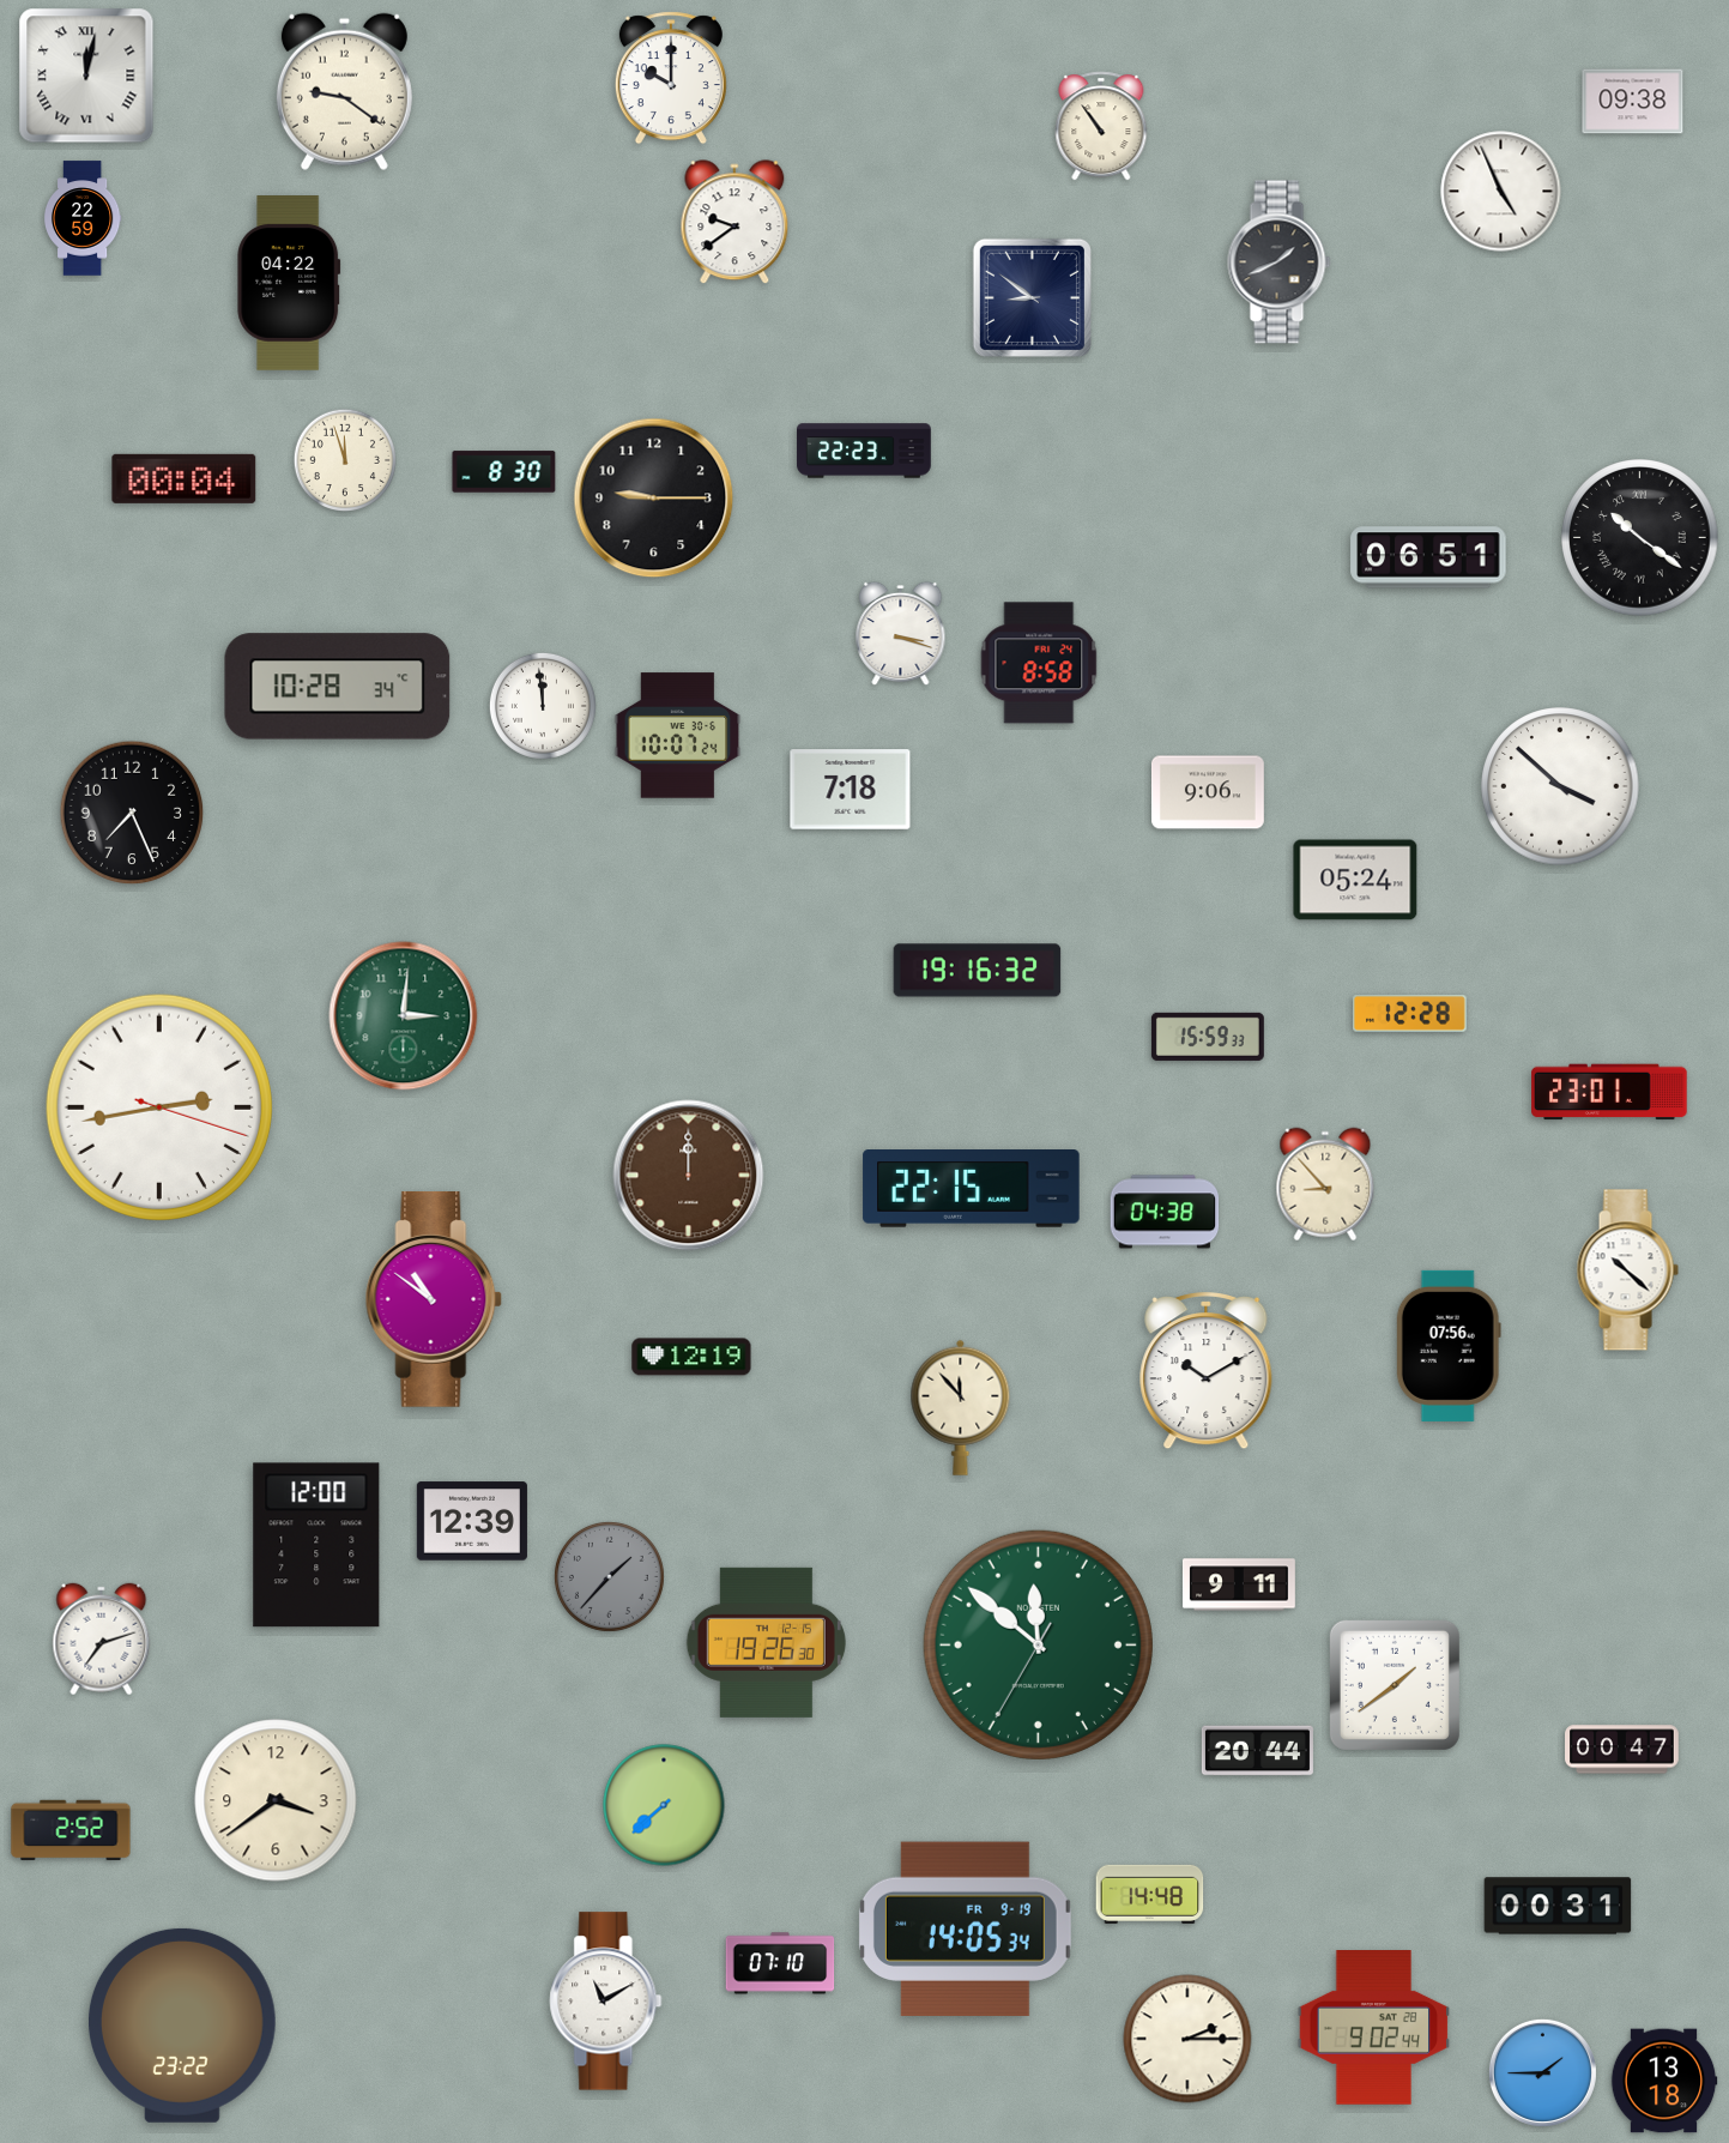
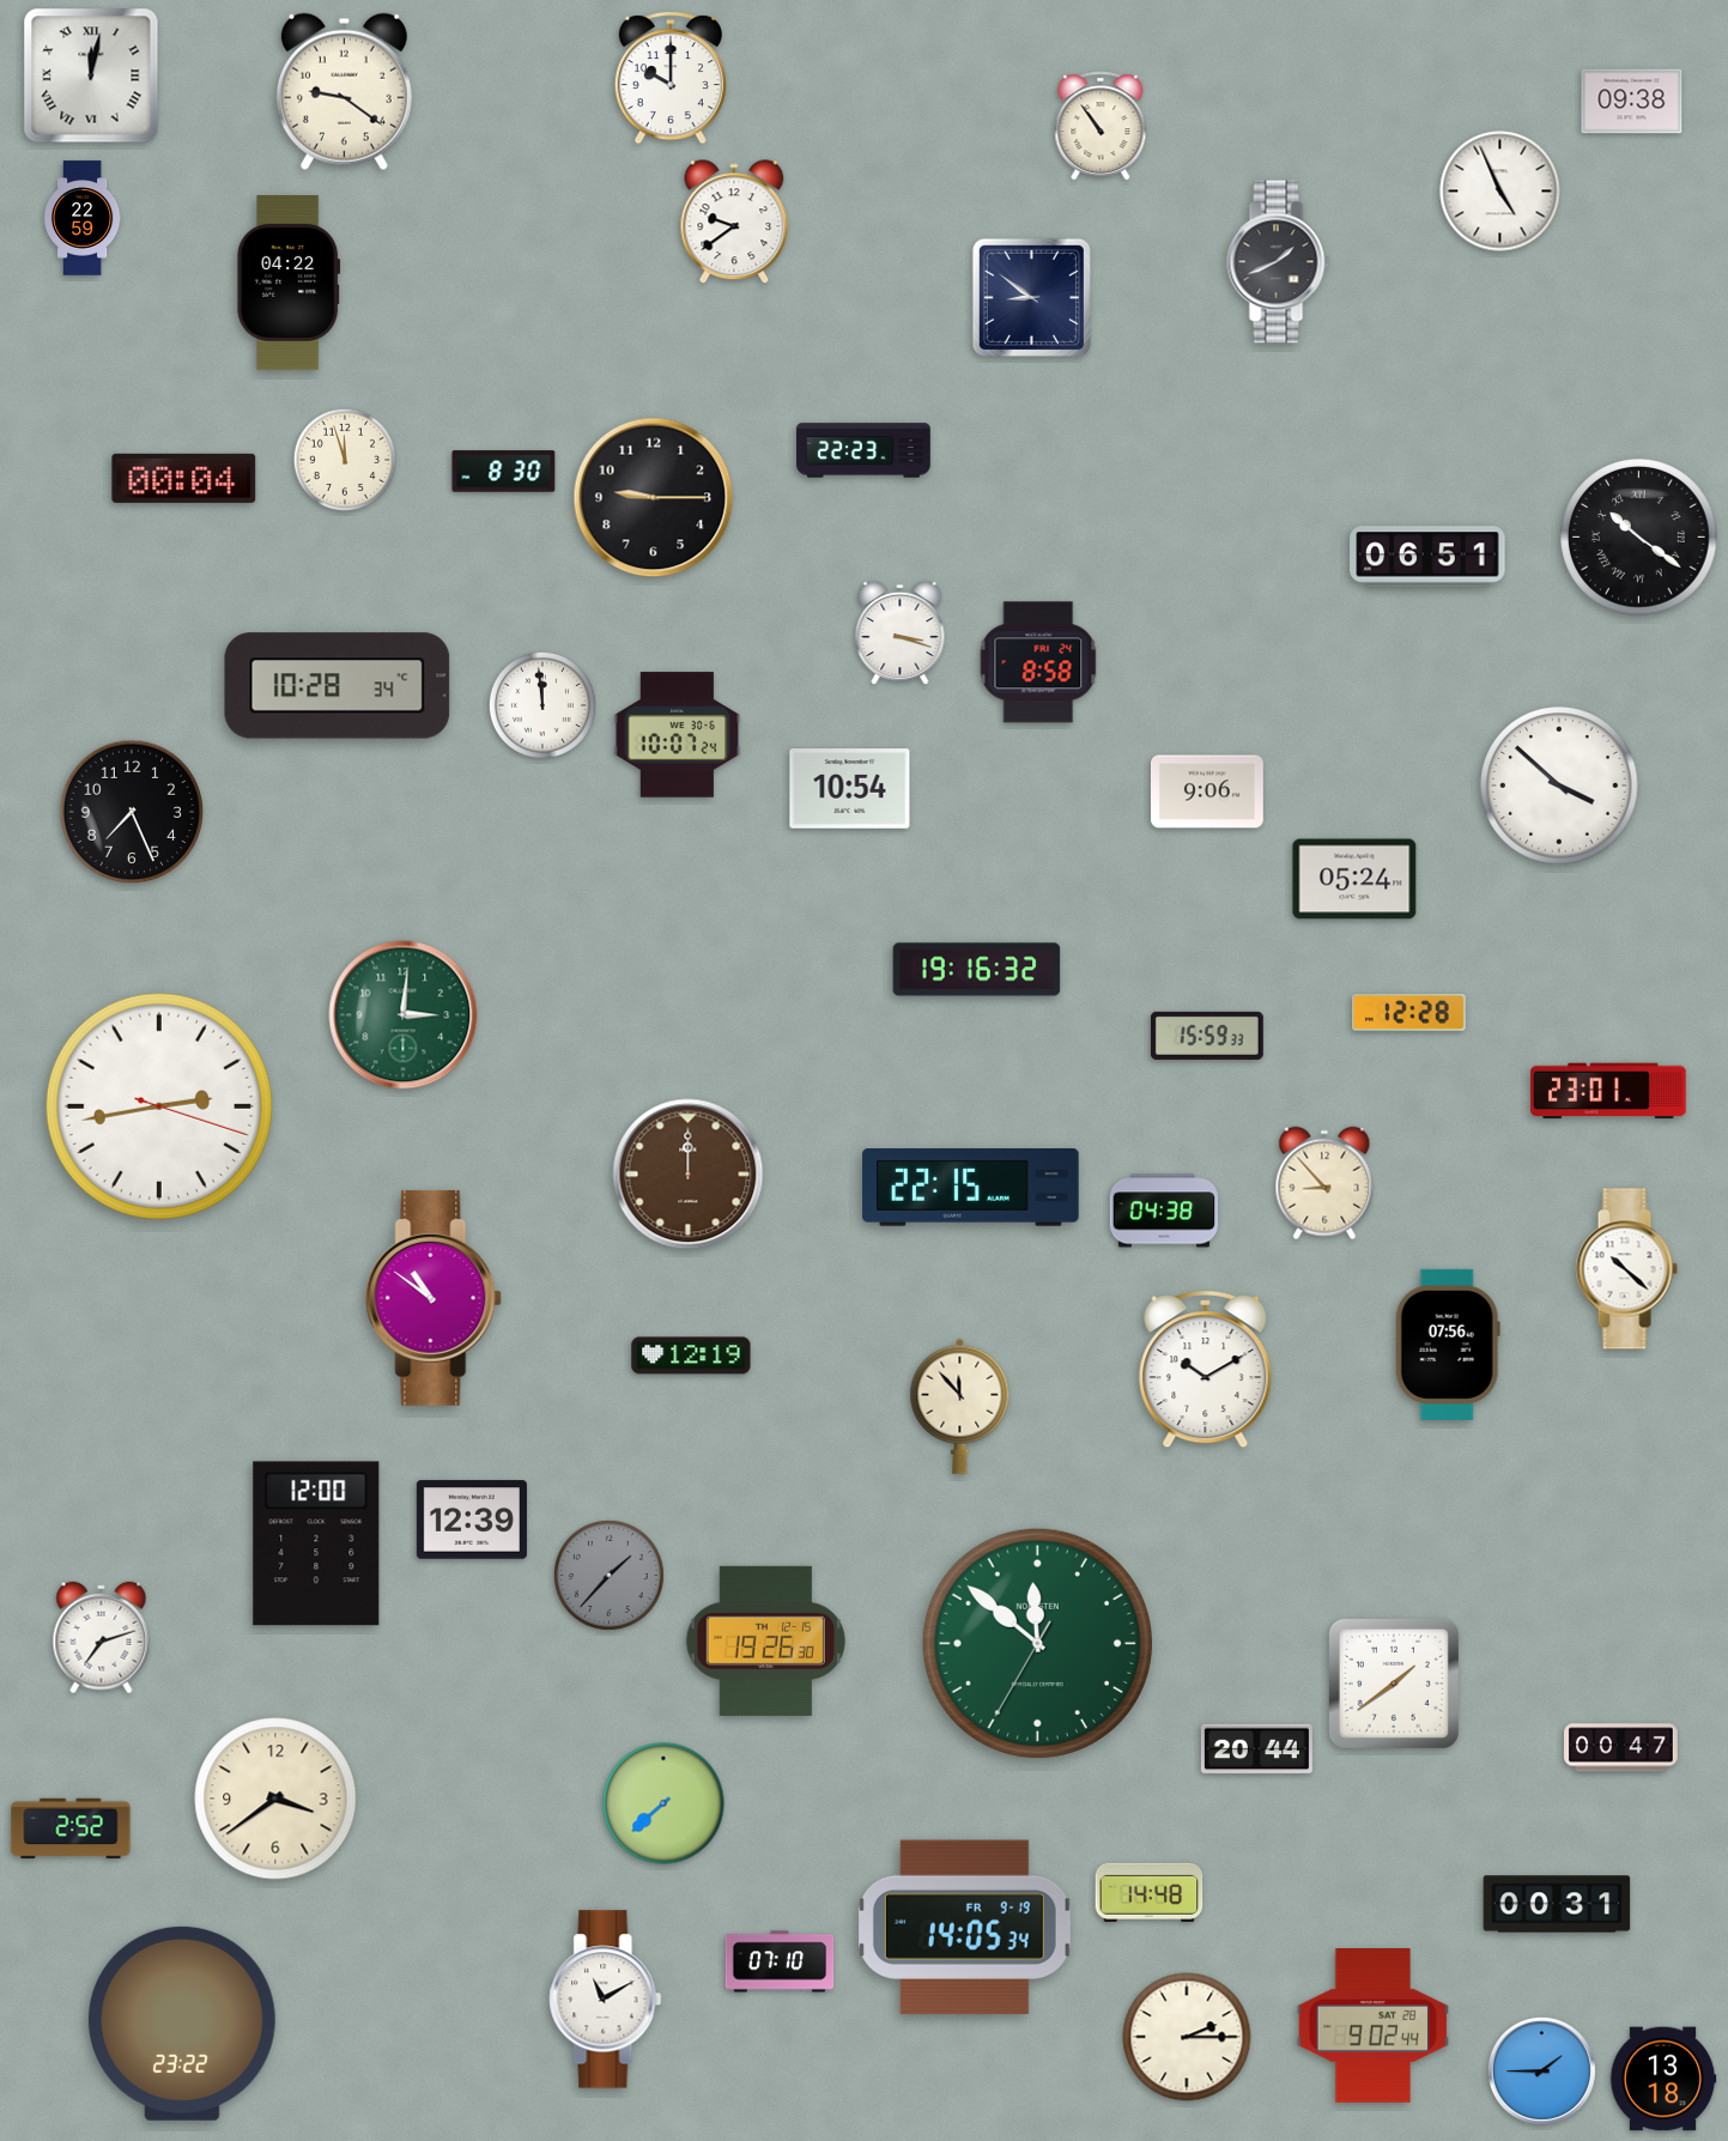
clock at (86, 76) position: (86, 76) -> (91, 75)
clock at (851, 790): 7:18 -> 10:54
clock at (1239, 1584): 9:11 -> none
